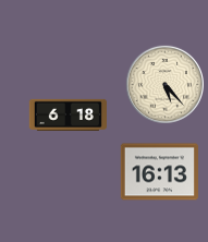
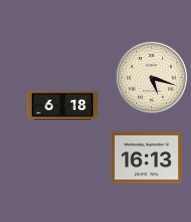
clock at (164, 84): 5:23 -> 5:18
